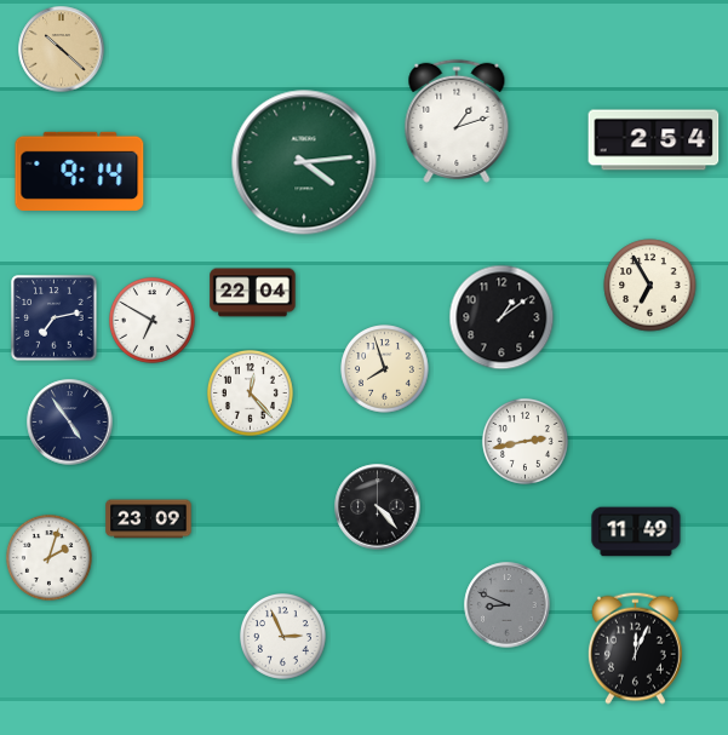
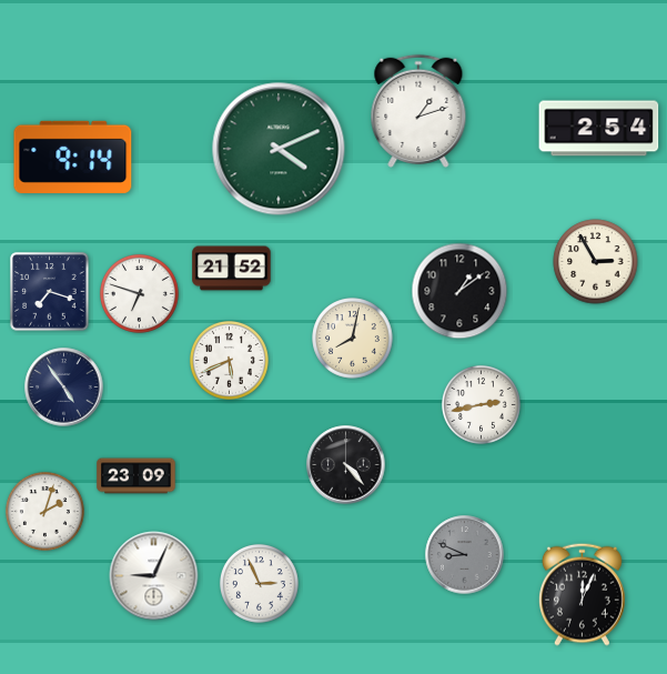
clock at (62, 50): 10:22 -> none
clock at (304, 162): 4:14 -> 4:11
clock at (650, 286): 6:55 -> 2:55
clock at (253, 293): 22:04 -> 21:52
clock at (55, 318): 7:13 -> 7:18
clock at (151, 320): 6:50 -> 6:48
clock at (385, 369): 7:57 -> 8:02
clock at (250, 392): 12:23 -> 5:41
clock at (636, 532): 11:49 -> none
clock at (154, 576): none -> 9:04
